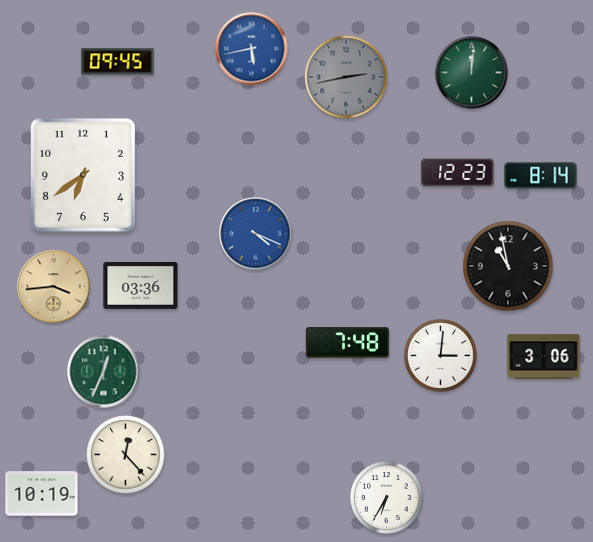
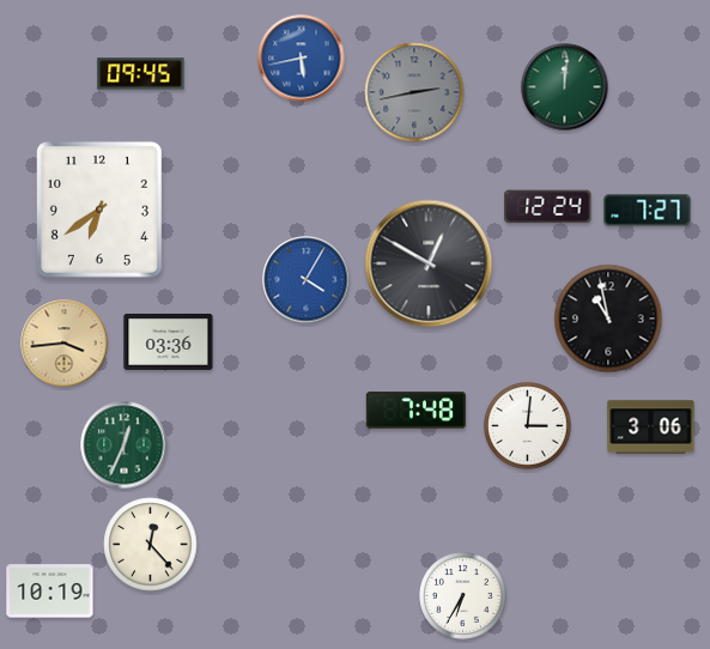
clock at (458, 173): 12:23 -> 12:24
clock at (541, 176): 8:14 -> 7:27
clock at (429, 263): none -> 12:50
clock at (256, 234): 4:19 -> 4:05
